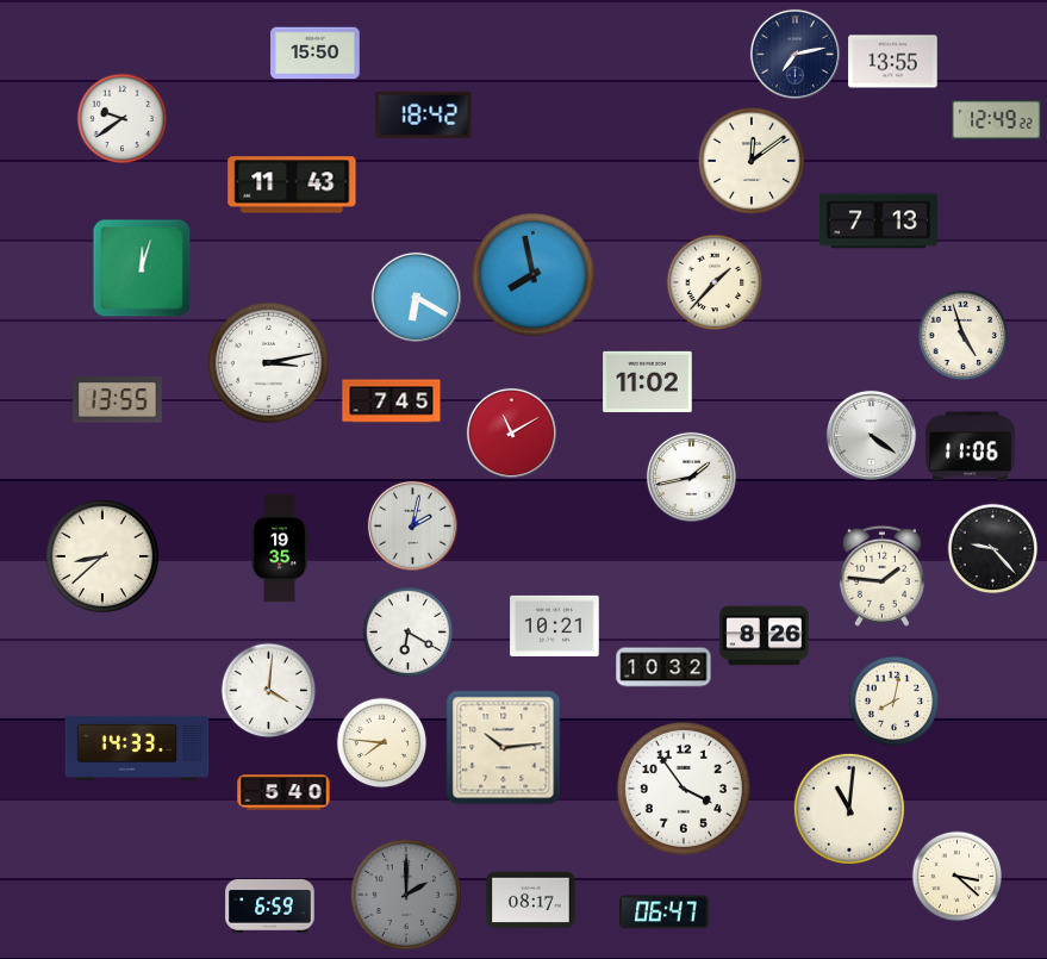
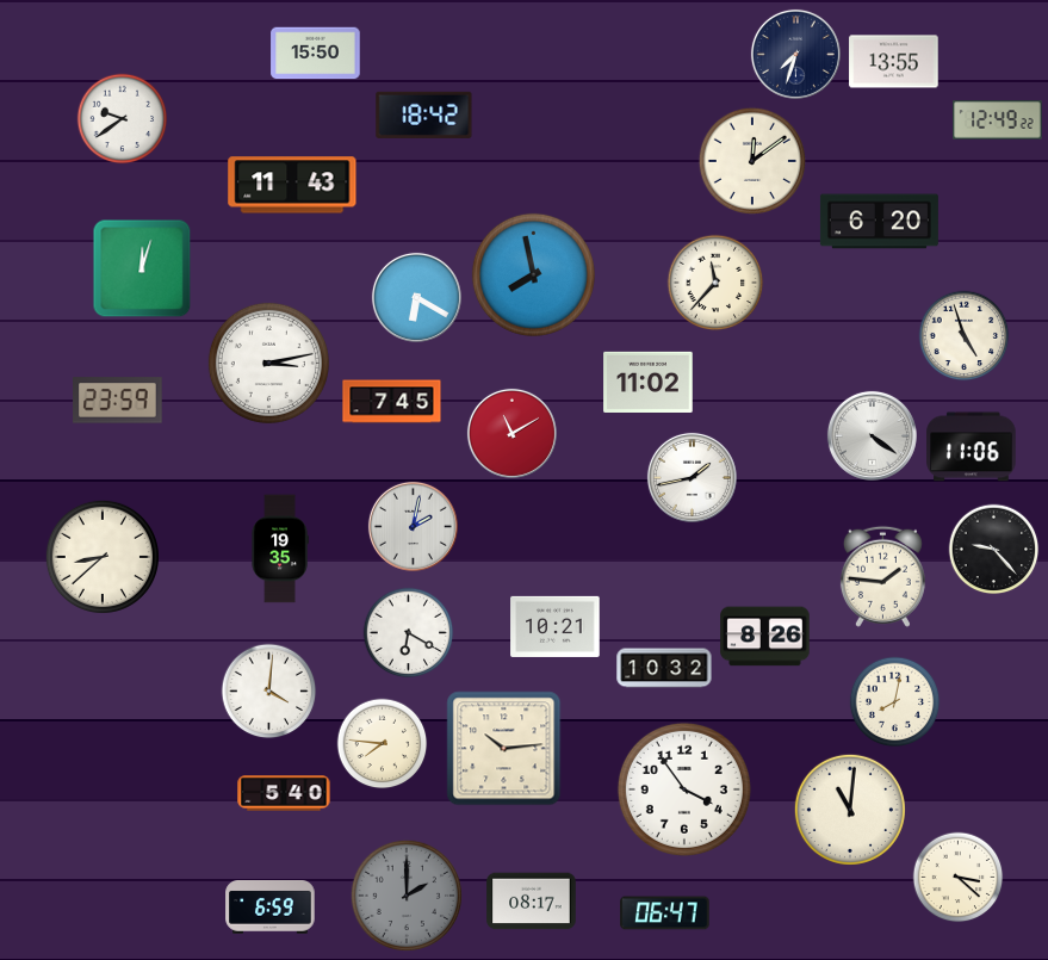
clock at (794, 54): 7:13 -> 7:33
clock at (878, 222): 7:13 -> 6:20
clock at (715, 282): 1:37 -> 11:37
clock at (118, 400): 13:55 -> 23:59
clock at (137, 748): 14:33 -> none
